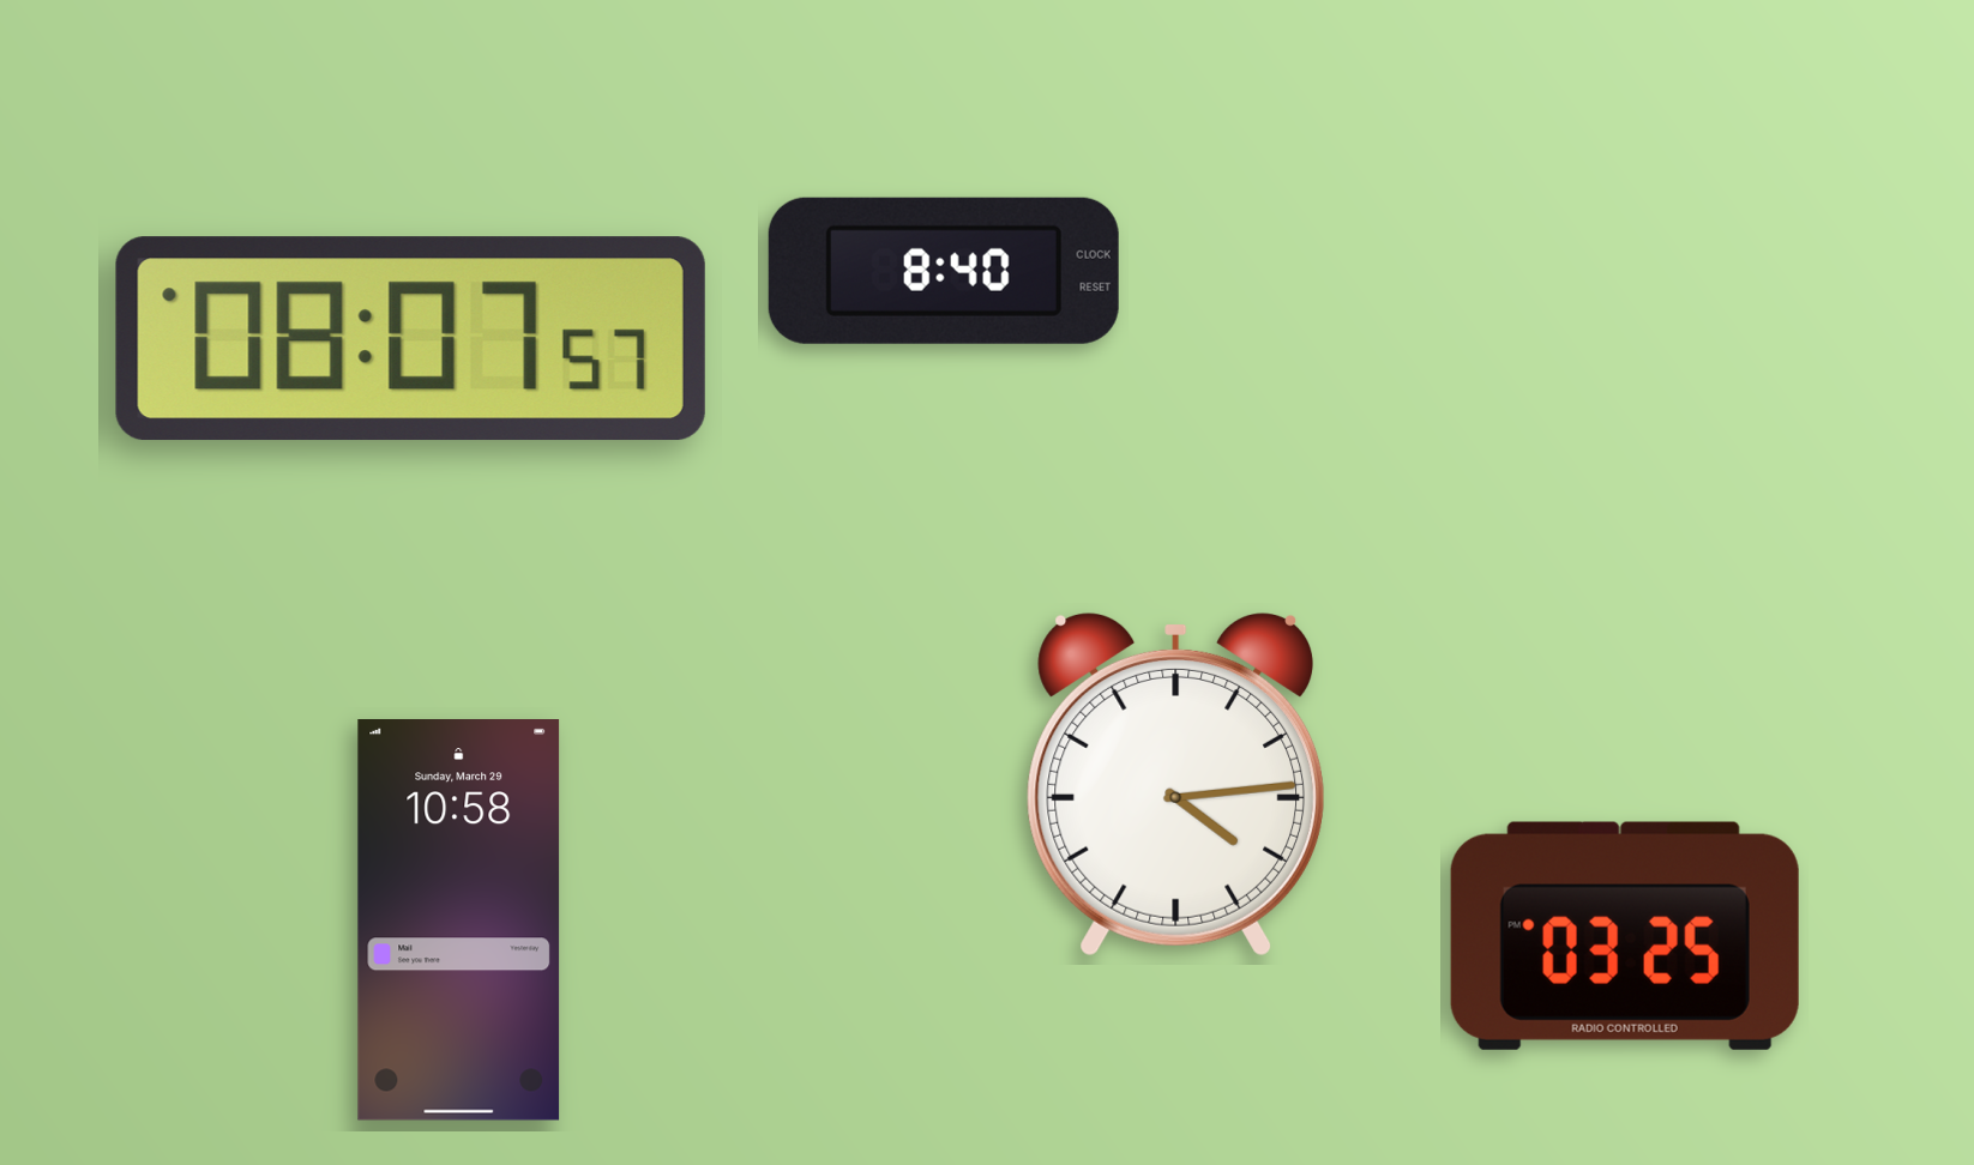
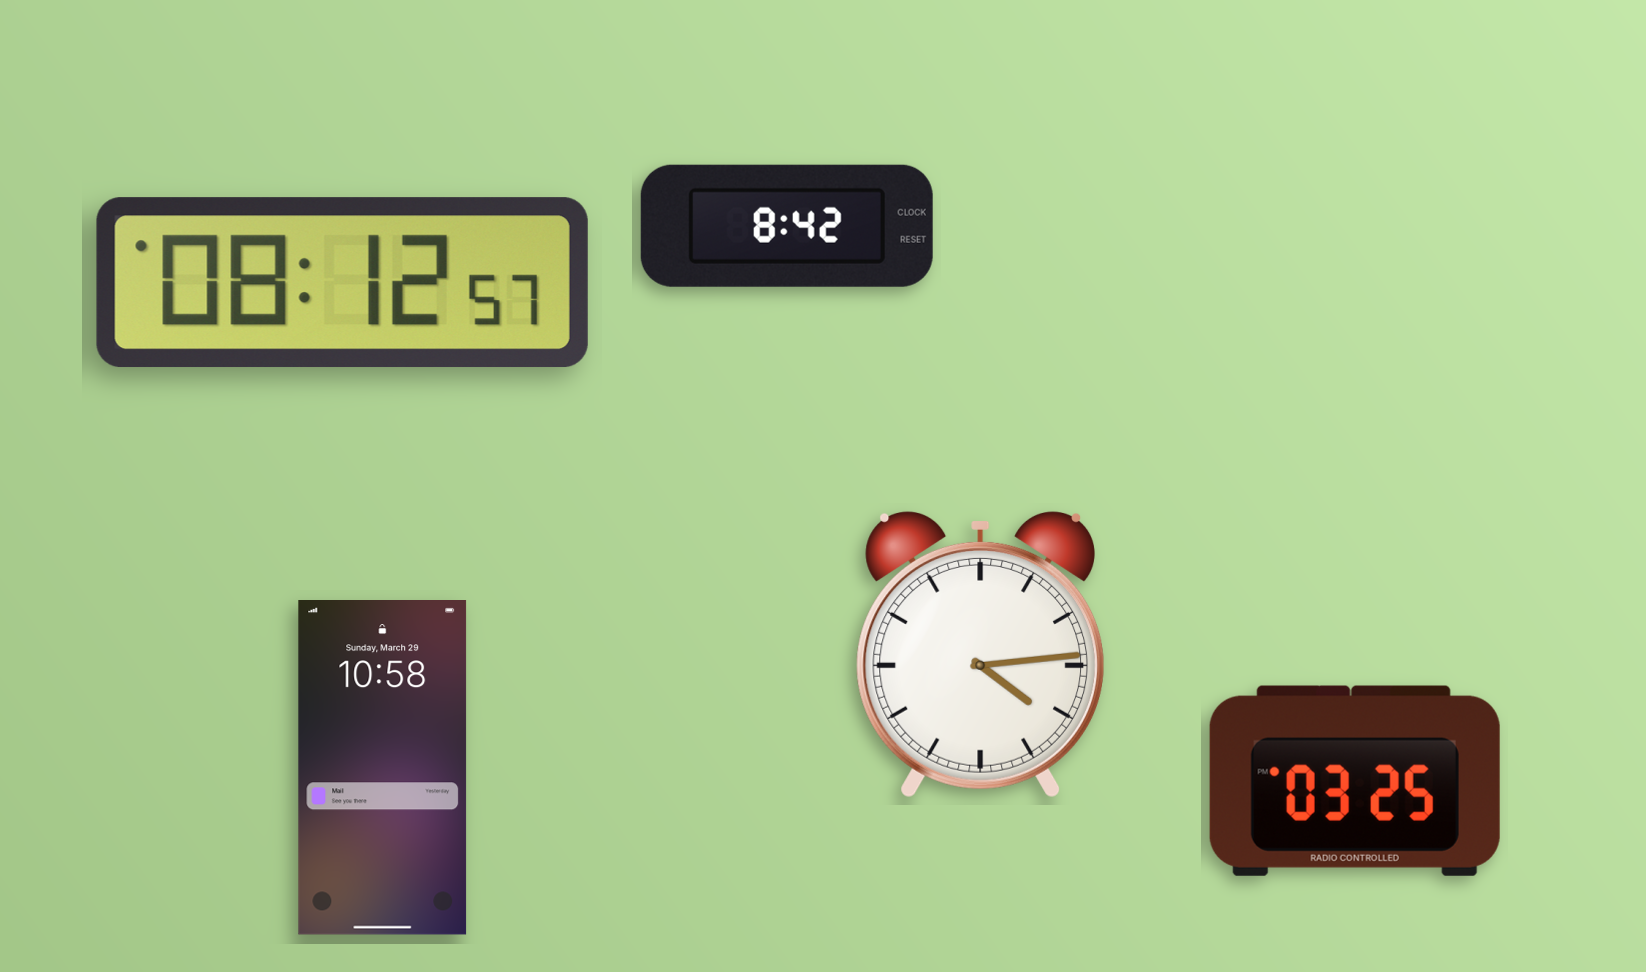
clock at (944, 271): 8:40 -> 8:42
clock at (410, 339): 08:07 -> 08:12
